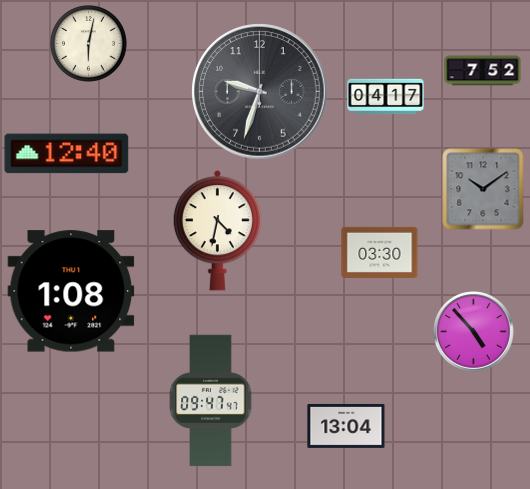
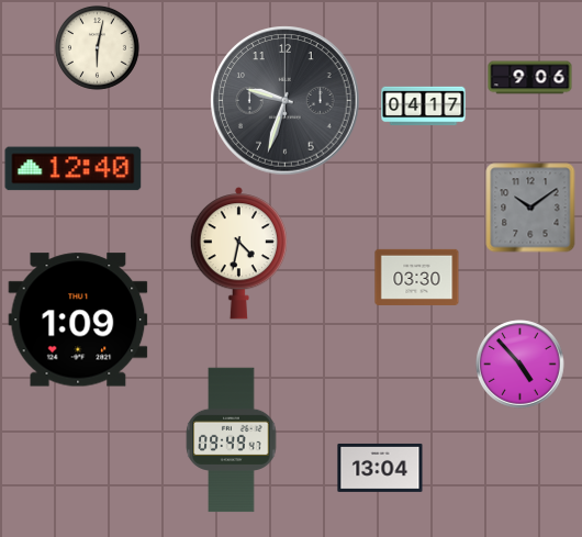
clock at (483, 71): 7:52 -> 9:06
clock at (71, 291): 1:08 -> 1:09
clock at (211, 401): 09:47 -> 09:49
